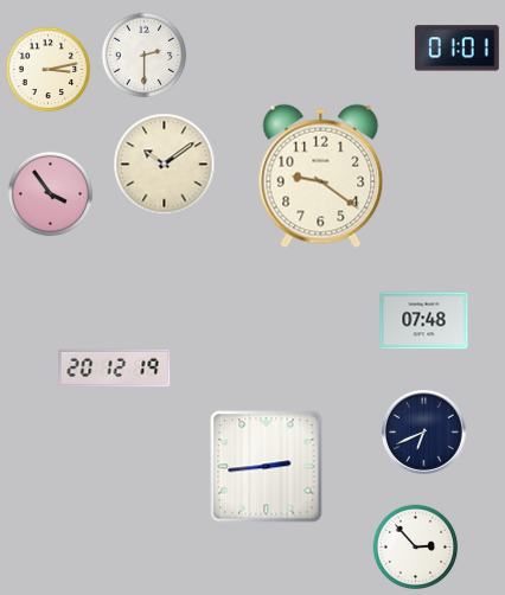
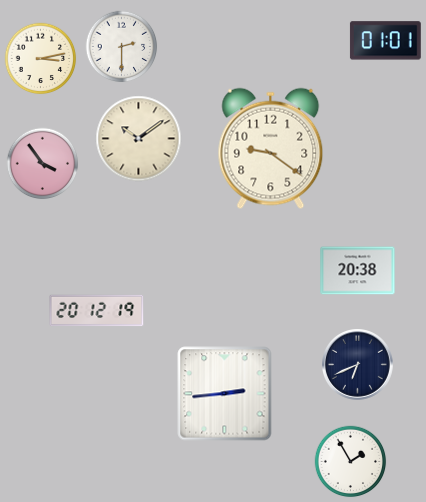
clock at (424, 321): 07:48 -> 20:38
clock at (416, 548): 2:53 -> 1:55
